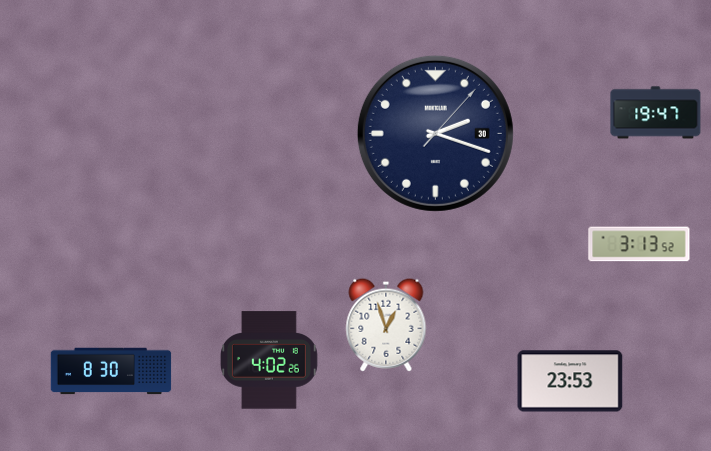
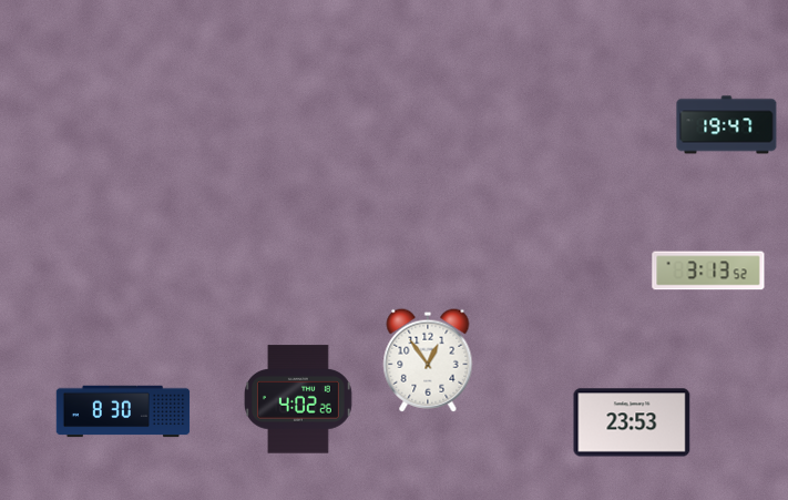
clock at (435, 133): 2:18 -> none
clock at (386, 325): 12:57 -> 12:54
